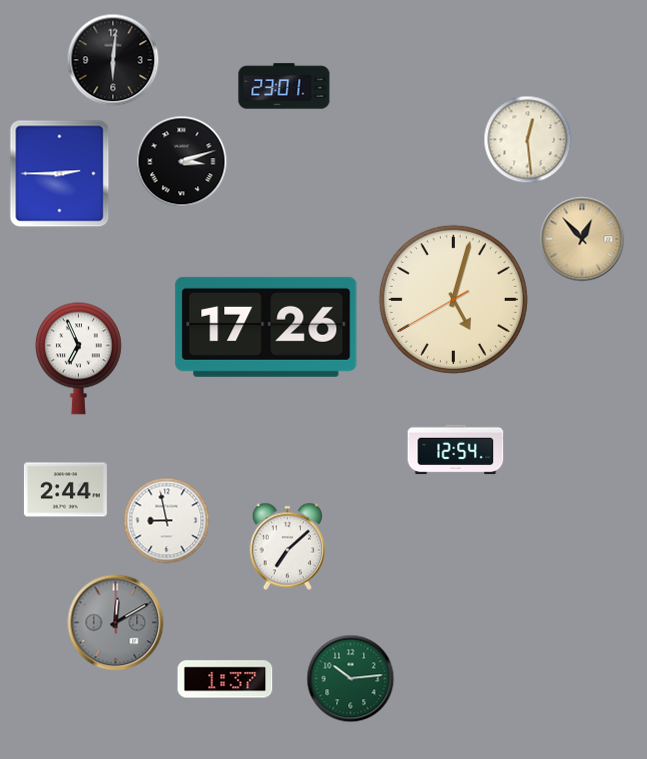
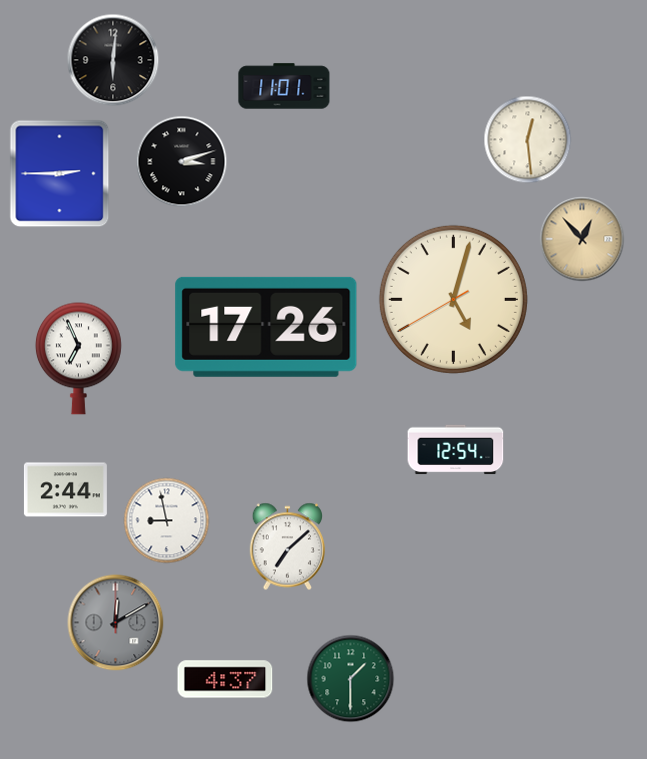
clock at (284, 86): 23:01 -> 11:01
clock at (225, 679): 1:37 -> 4:37
clock at (351, 679): 10:14 -> 1:30
